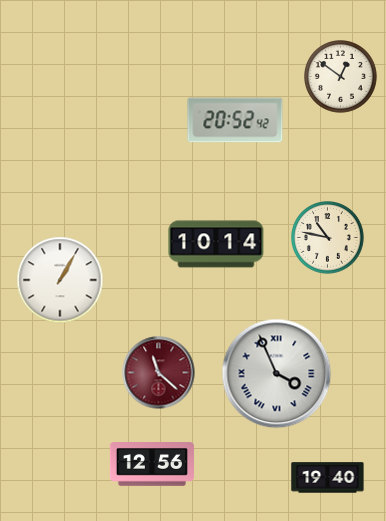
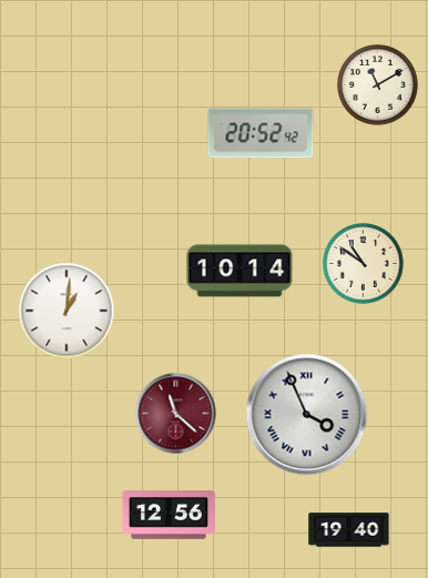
clock at (341, 77): 12:51 -> 11:10
clock at (328, 238): 10:47 -> 10:51
clock at (60, 280): 1:05 -> 1:01
clock at (328, 478) position: (328, 478) -> (349, 530)
